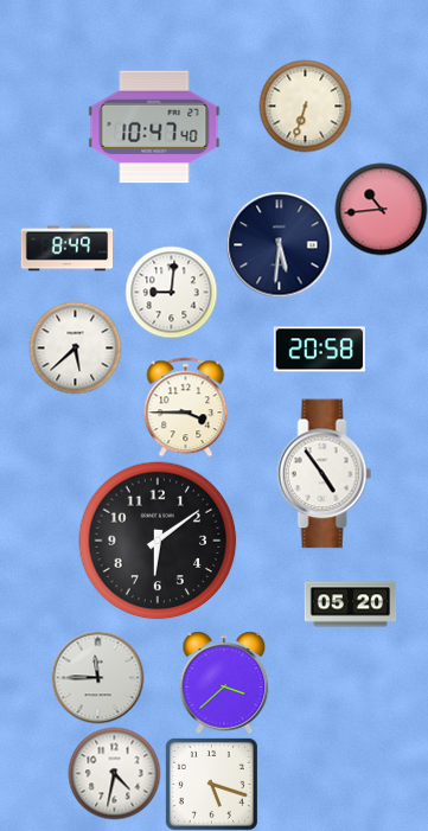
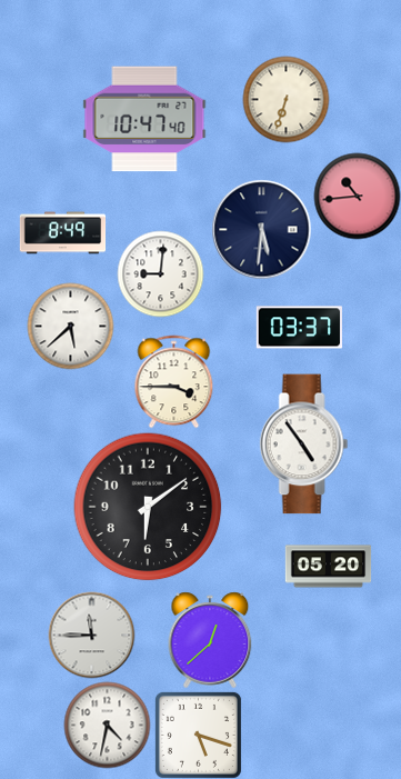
clock at (319, 350): 20:58 -> 03:37
clock at (224, 683): 3:38 -> 12:38
